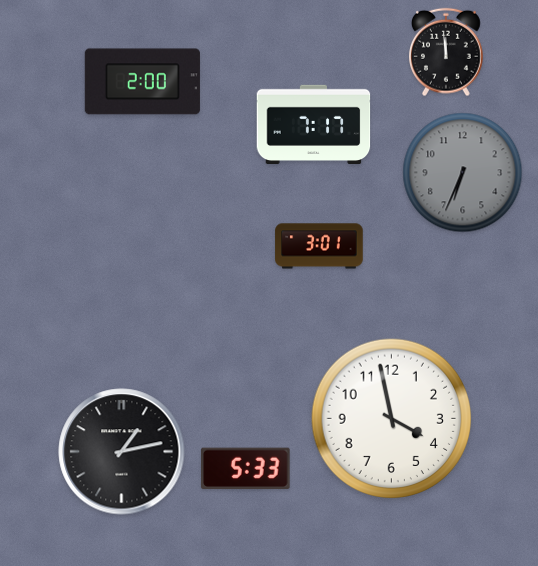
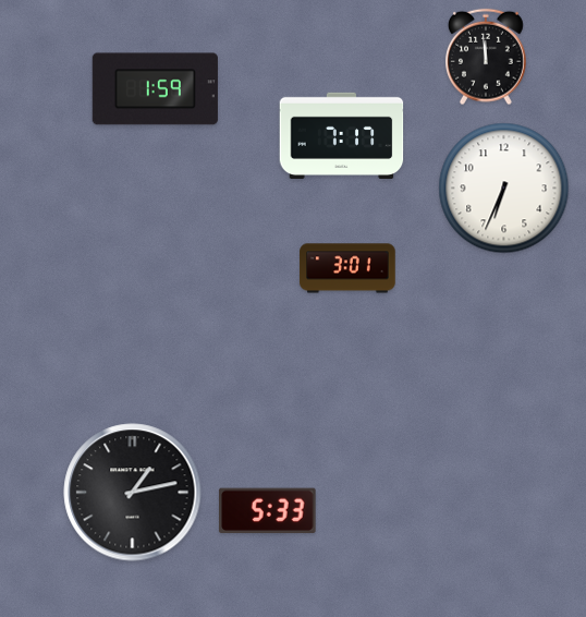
clock at (142, 82): 2:00 -> 1:59
clock at (463, 173) dial: grey -> white
clock at (392, 419): 3:58 -> none
